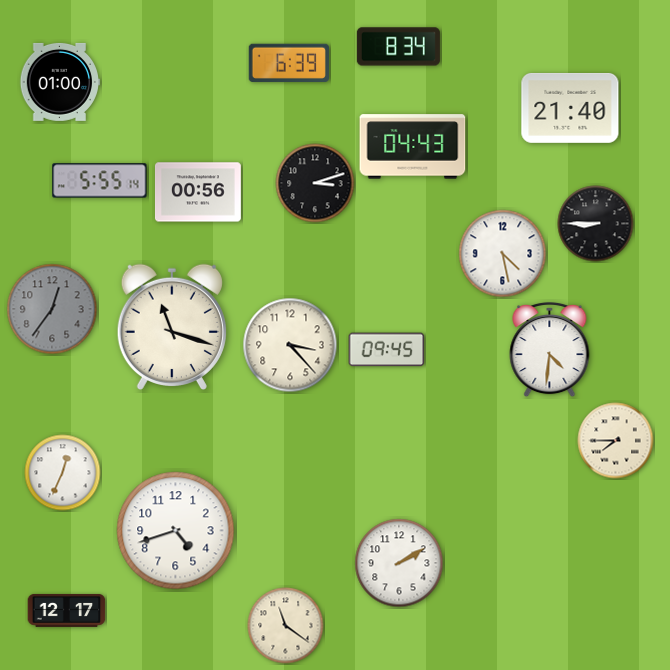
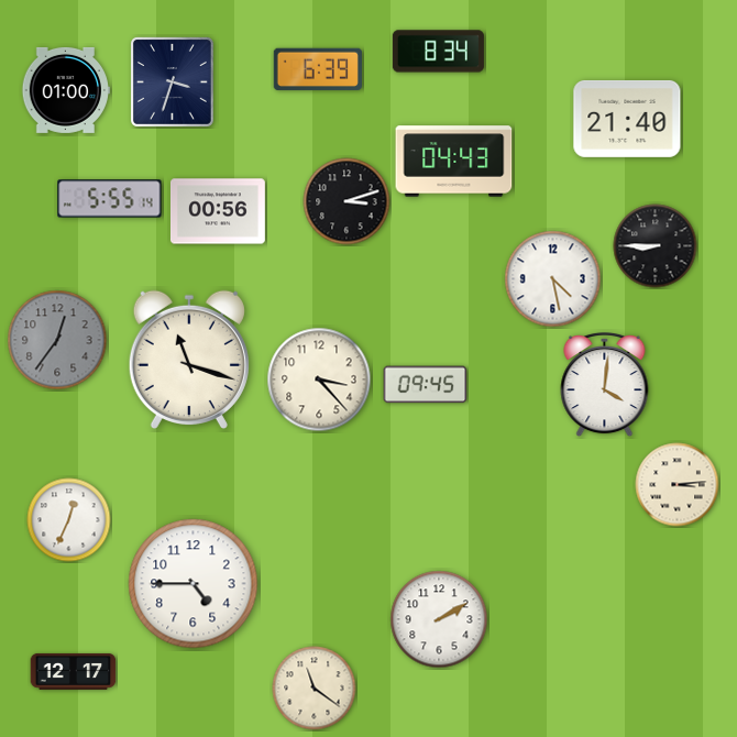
clock at (172, 81): none -> 3:33
clock at (550, 350): 4:31 -> 4:01
clock at (616, 441): 7:45 -> 3:14
clock at (176, 531): 4:42 -> 4:45
